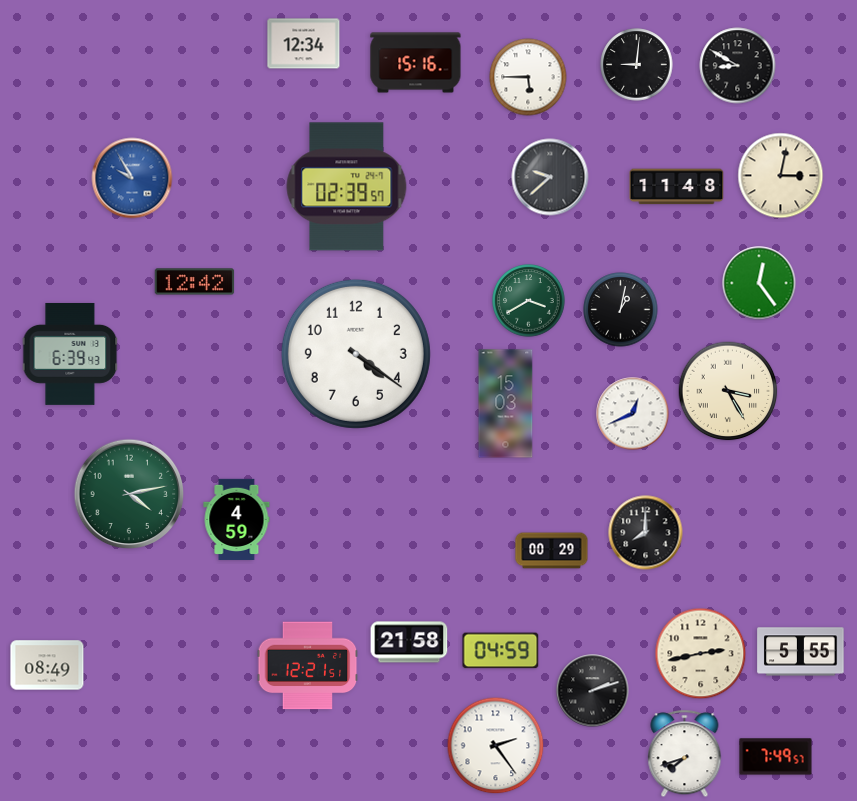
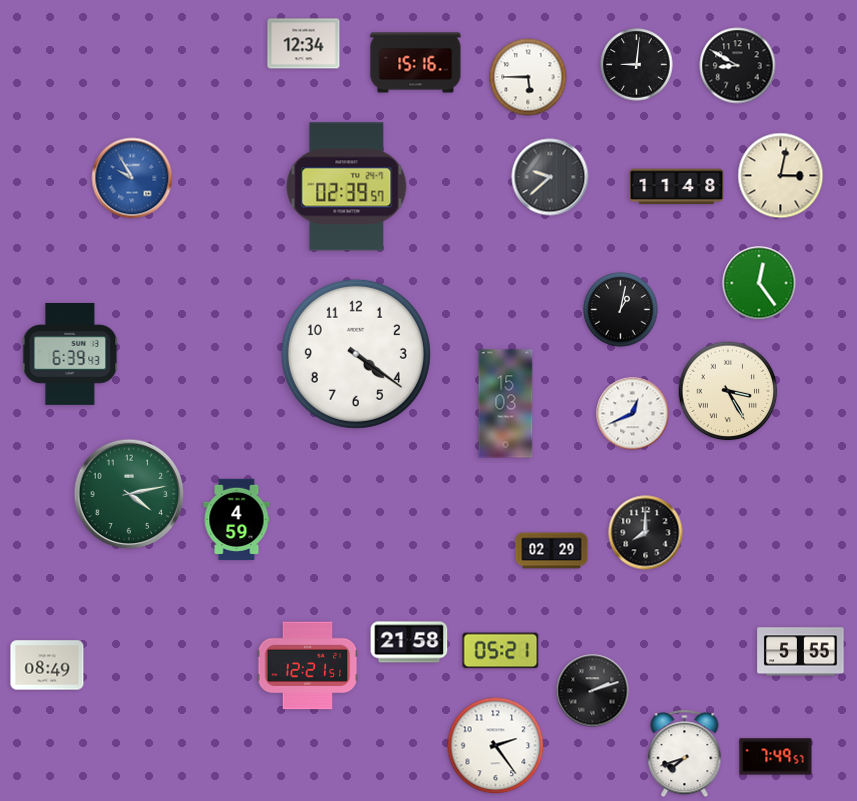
clock at (195, 282): 12:42 -> none
clock at (529, 301): 3:40 -> none
clock at (552, 551): 00:29 -> 02:29
clock at (501, 651): 04:59 -> 05:21
clock at (701, 654): 2:43 -> none
